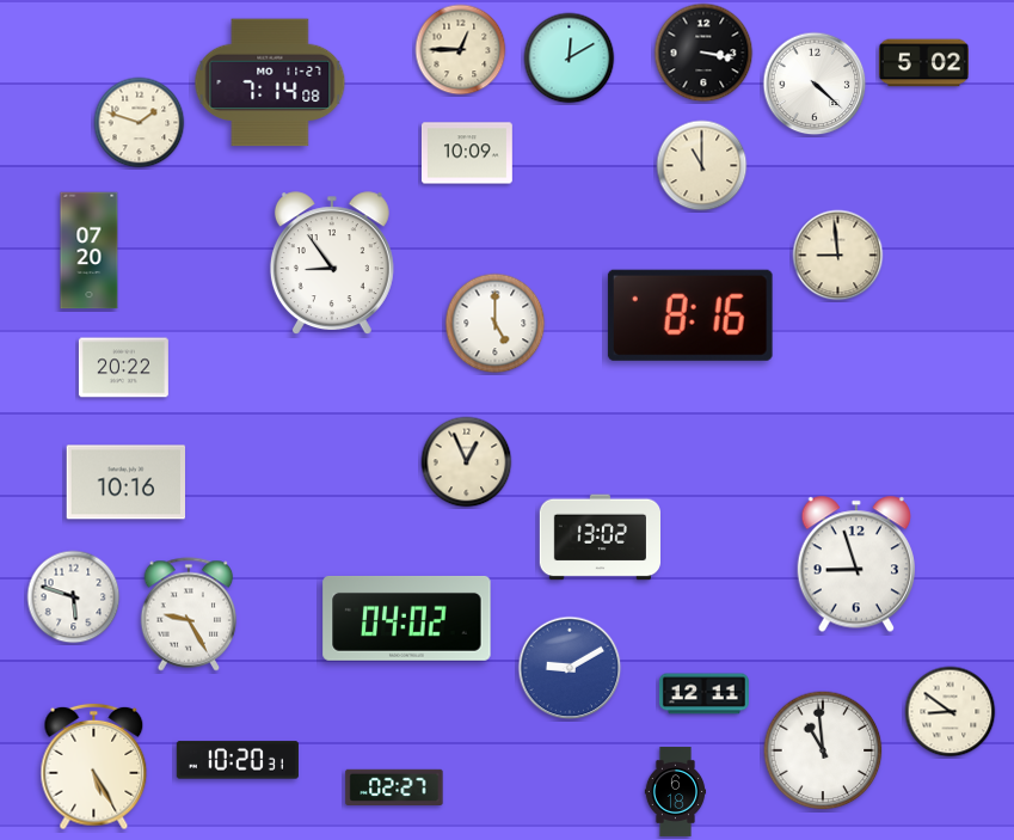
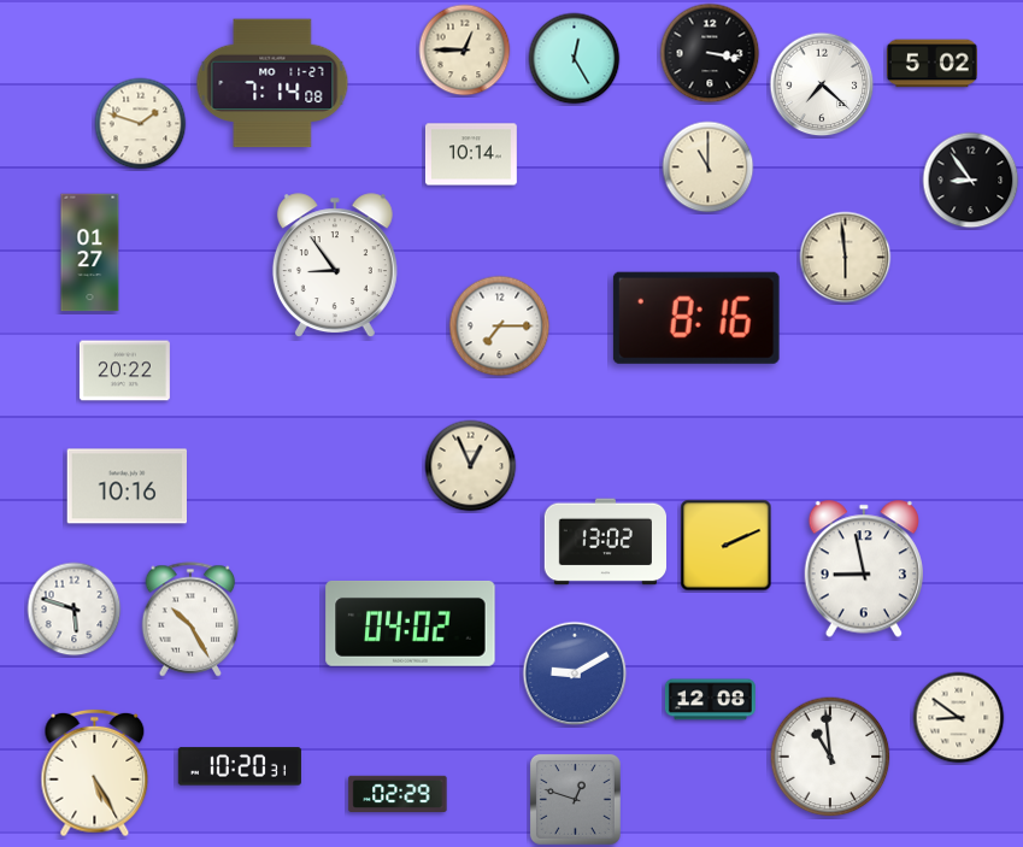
clock at (570, 59): 12:10 -> 12:25
clock at (815, 84): 4:22 -> 7:22
clock at (467, 153): 10:09 -> 10:14
clock at (971, 181): none -> 8:54
clock at (90, 251): 07:20 -> 01:27
clock at (838, 256): 8:59 -> 5:59
clock at (496, 324): 5:00 -> 7:15
clock at (727, 546): none -> 2:11
clock at (855, 564): 8:57 -> 8:58
clock at (74, 597) position: (74, 597) -> (75, 610)
clock at (189, 614): 9:25 -> 10:25
clock at (703, 694): 12:11 -> 12:08
clock at (394, 787): 02:27 -> 02:29
clock at (676, 791): 6:18 -> none
clock at (575, 799): none -> 12:48
